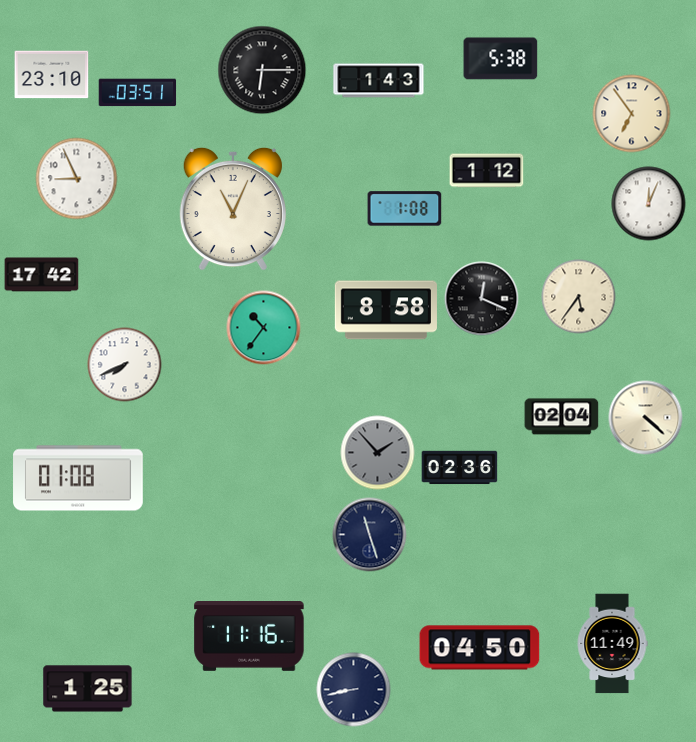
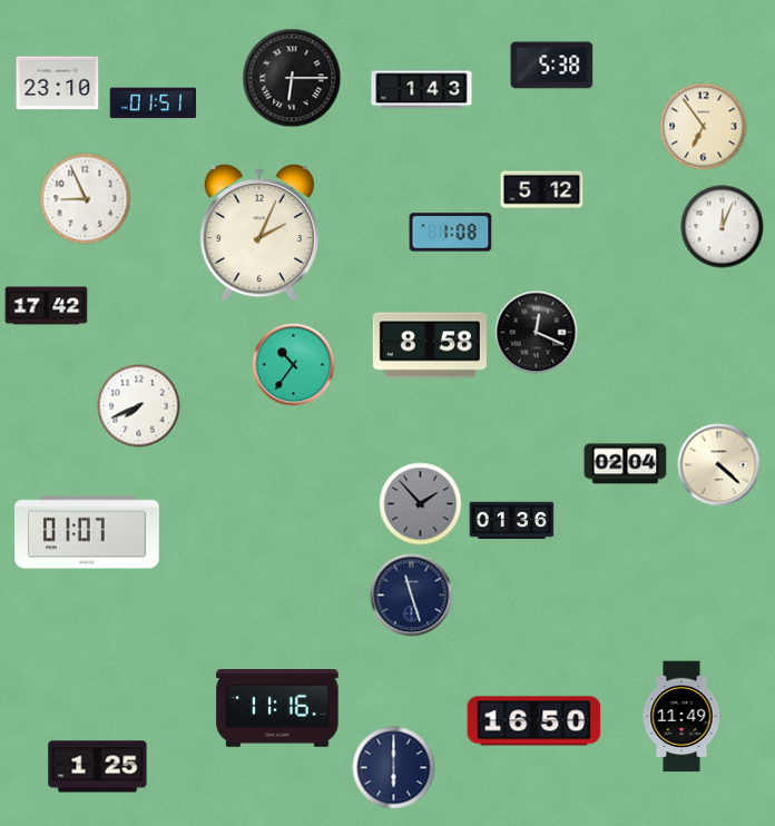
clock at (501, 59) position: (501, 59) -> (552, 66)
clock at (138, 93): 03:51 -> 01:51
clock at (487, 171): 1:12 -> 5:12
clock at (233, 209): 11:04 -> 2:04
clock at (579, 297): 5:36 -> none
clock at (460, 468): 02:36 -> 01:36
clock at (78, 478): 01:08 -> 01:07
clock at (480, 648): 04:50 -> 16:50
clock at (354, 690): 8:43 -> 6:00
